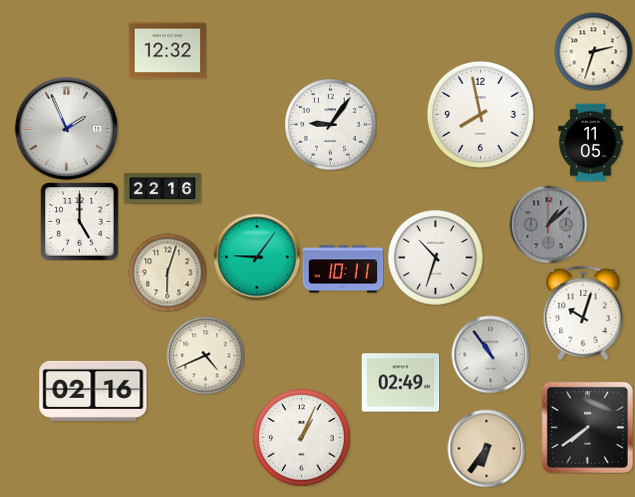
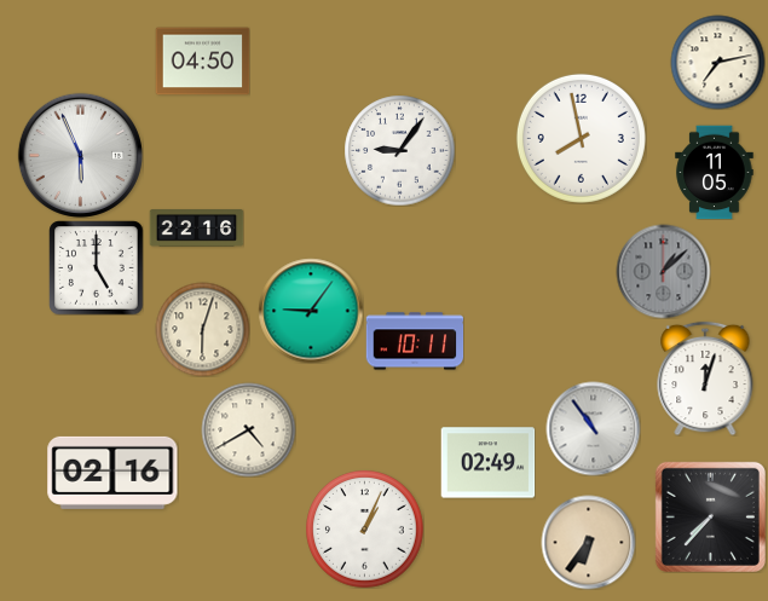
clock at (167, 51): 12:32 -> 04:50
clock at (593, 51): 2:33 -> 7:13
clock at (66, 128): 1:56 -> 5:56
clock at (435, 257): 10:33 -> none
clock at (343, 269) position: (343, 269) -> (415, 341)
clock at (583, 313): 10:03 -> 12:03
clock at (205, 355): 4:41 -> 4:40
clock at (400, 383) position: (400, 383) -> (487, 463)
clock at (587, 427): 7:39 -> 7:37
